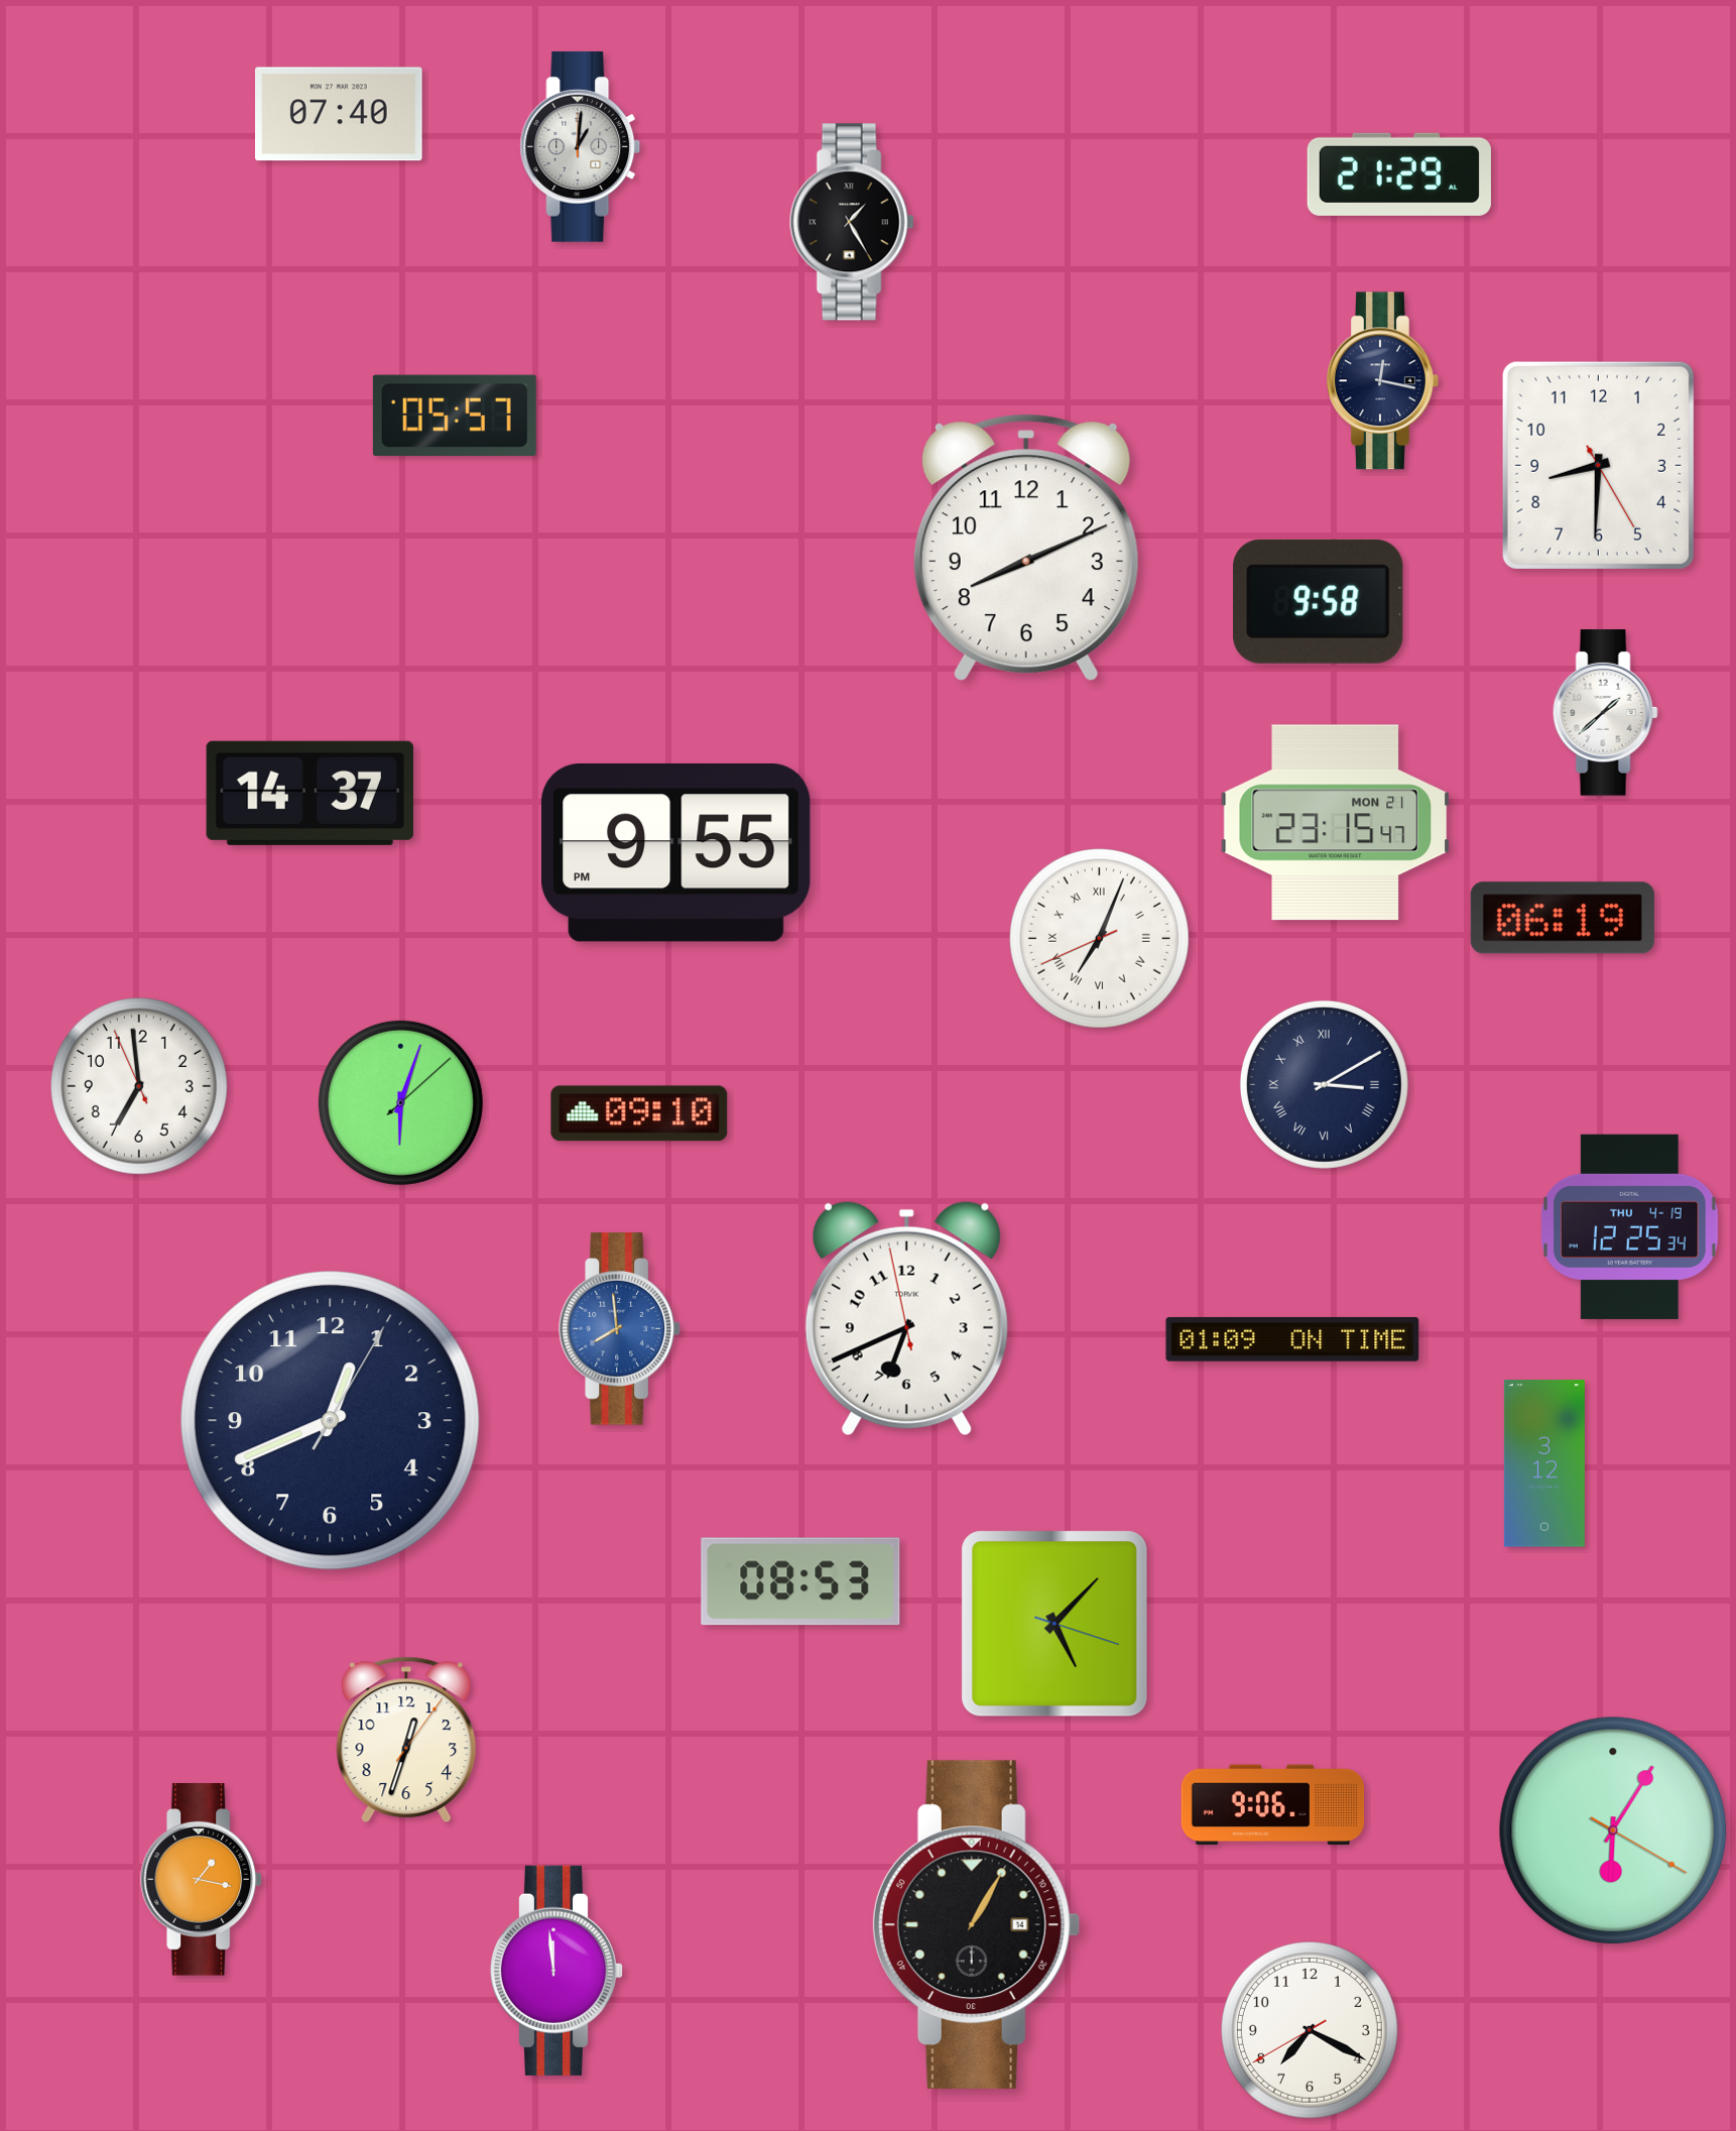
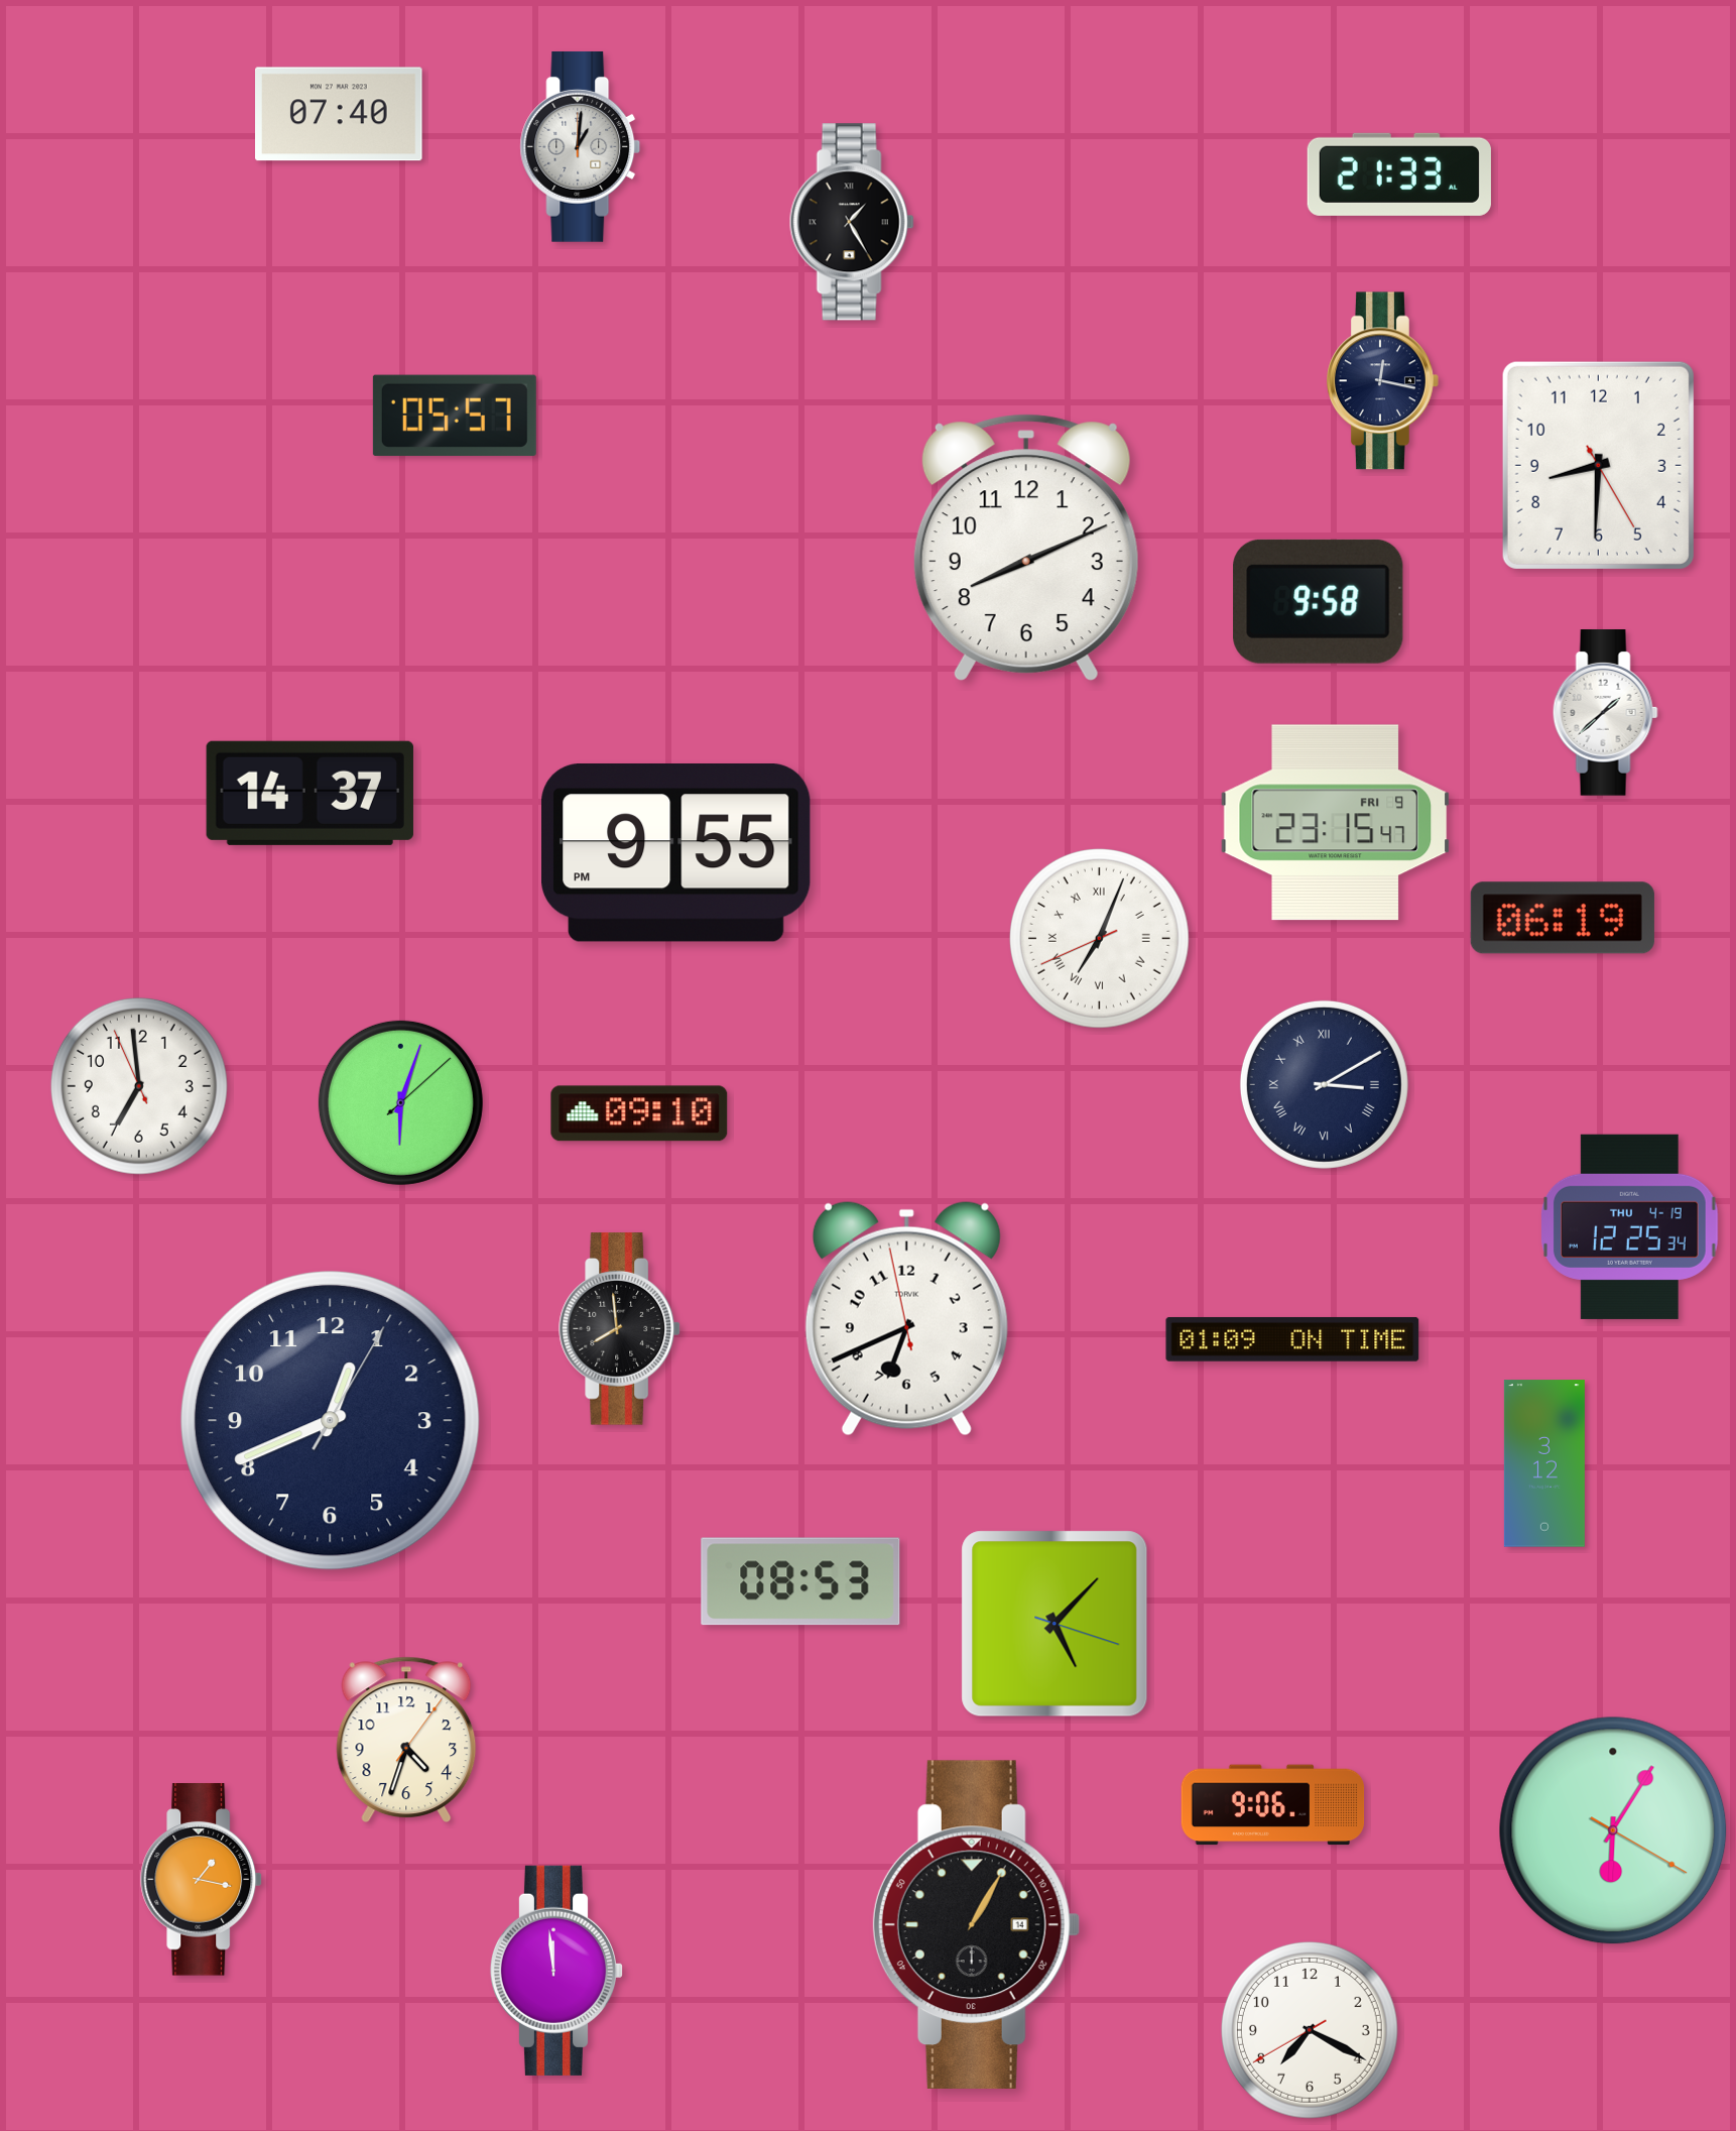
clock at (1399, 174): 21:29 -> 21:33
clock at (1336, 823) date: MON 21 -> FRI 9
clock at (620, 1329) dial: blue -> black
clock at (406, 1740): 12:33 -> 4:33
